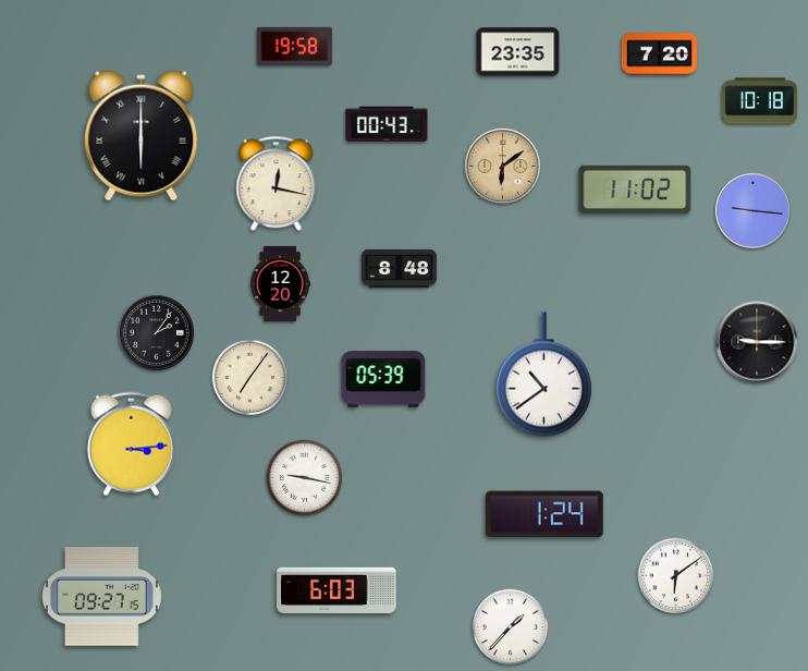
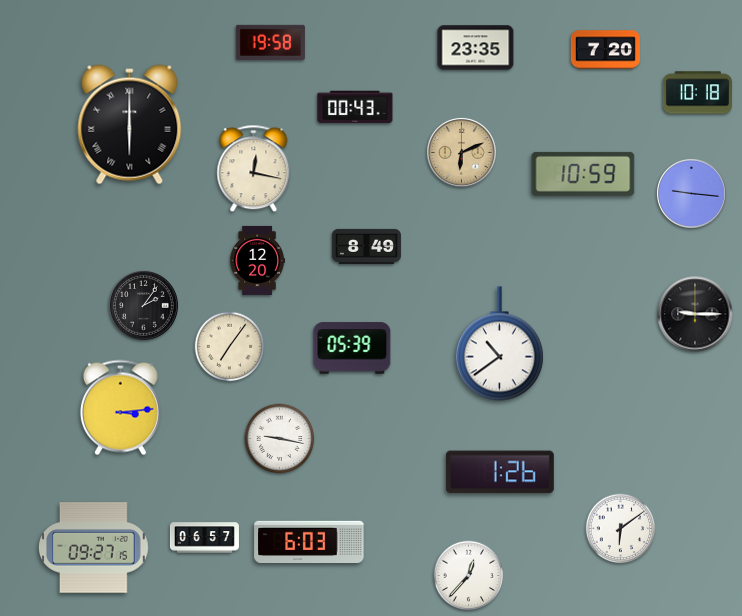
clock at (387, 124) position: (387, 124) -> (355, 107)
clock at (502, 166): 6:09 -> 6:11
clock at (635, 190): 11:02 -> 10:59
clock at (399, 268): 8:48 -> 8:49
clock at (544, 514): 1:24 -> 1:26
clock at (204, 538): none -> 06:57
clock at (511, 627): 1:37 -> 12:37
